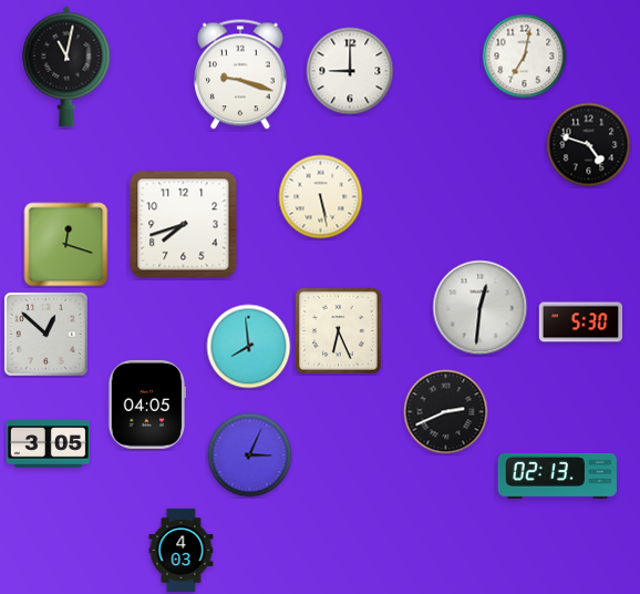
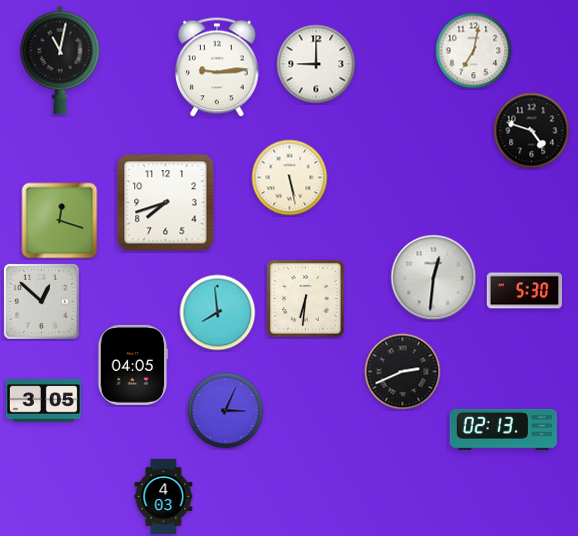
clock at (241, 74): 9:18 -> 9:14
clock at (339, 331): 6:26 -> 6:31
clock at (249, 347) position: (249, 347) -> (218, 313)
